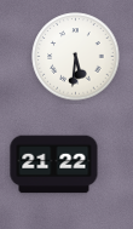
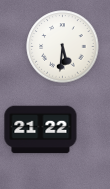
clock at (54, 165) position: (54, 165) -> (41, 130)
